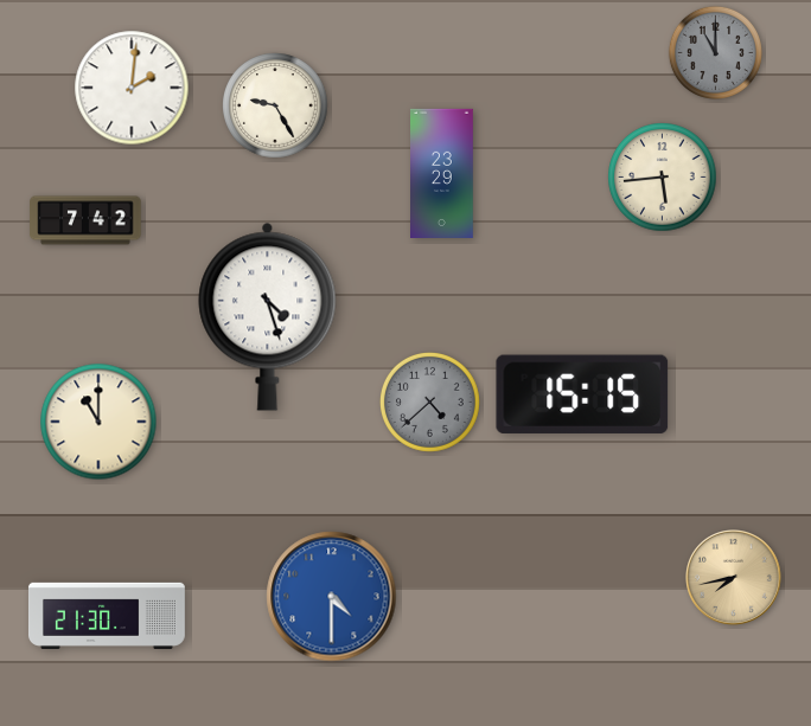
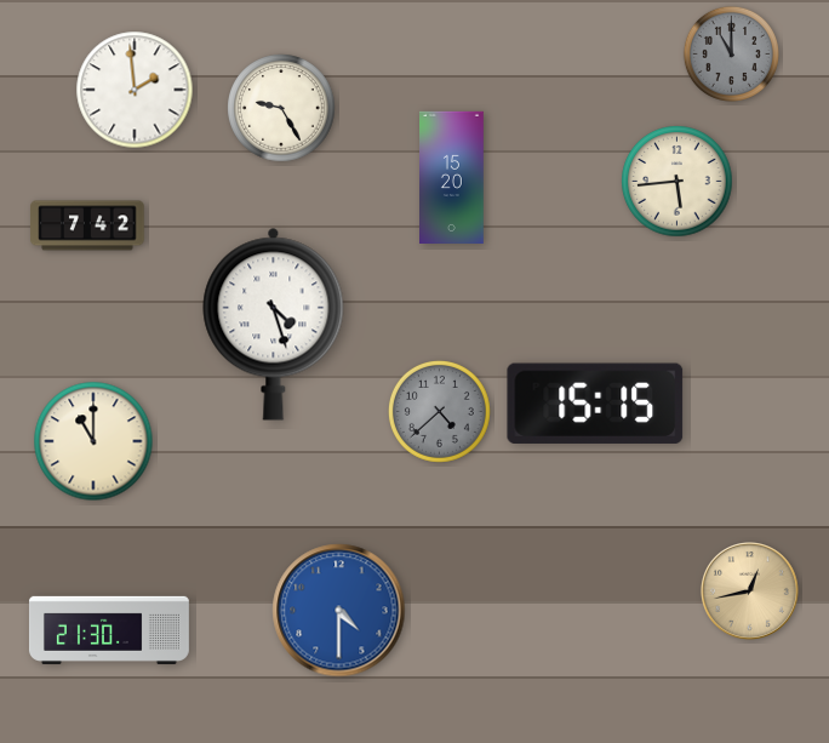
clock at (132, 88): 2:01 -> 1:59
clock at (442, 173): 23:29 -> 15:20
clock at (98, 422) position: (98, 422) -> (93, 441)
clock at (734, 578): 7:43 -> 12:43
